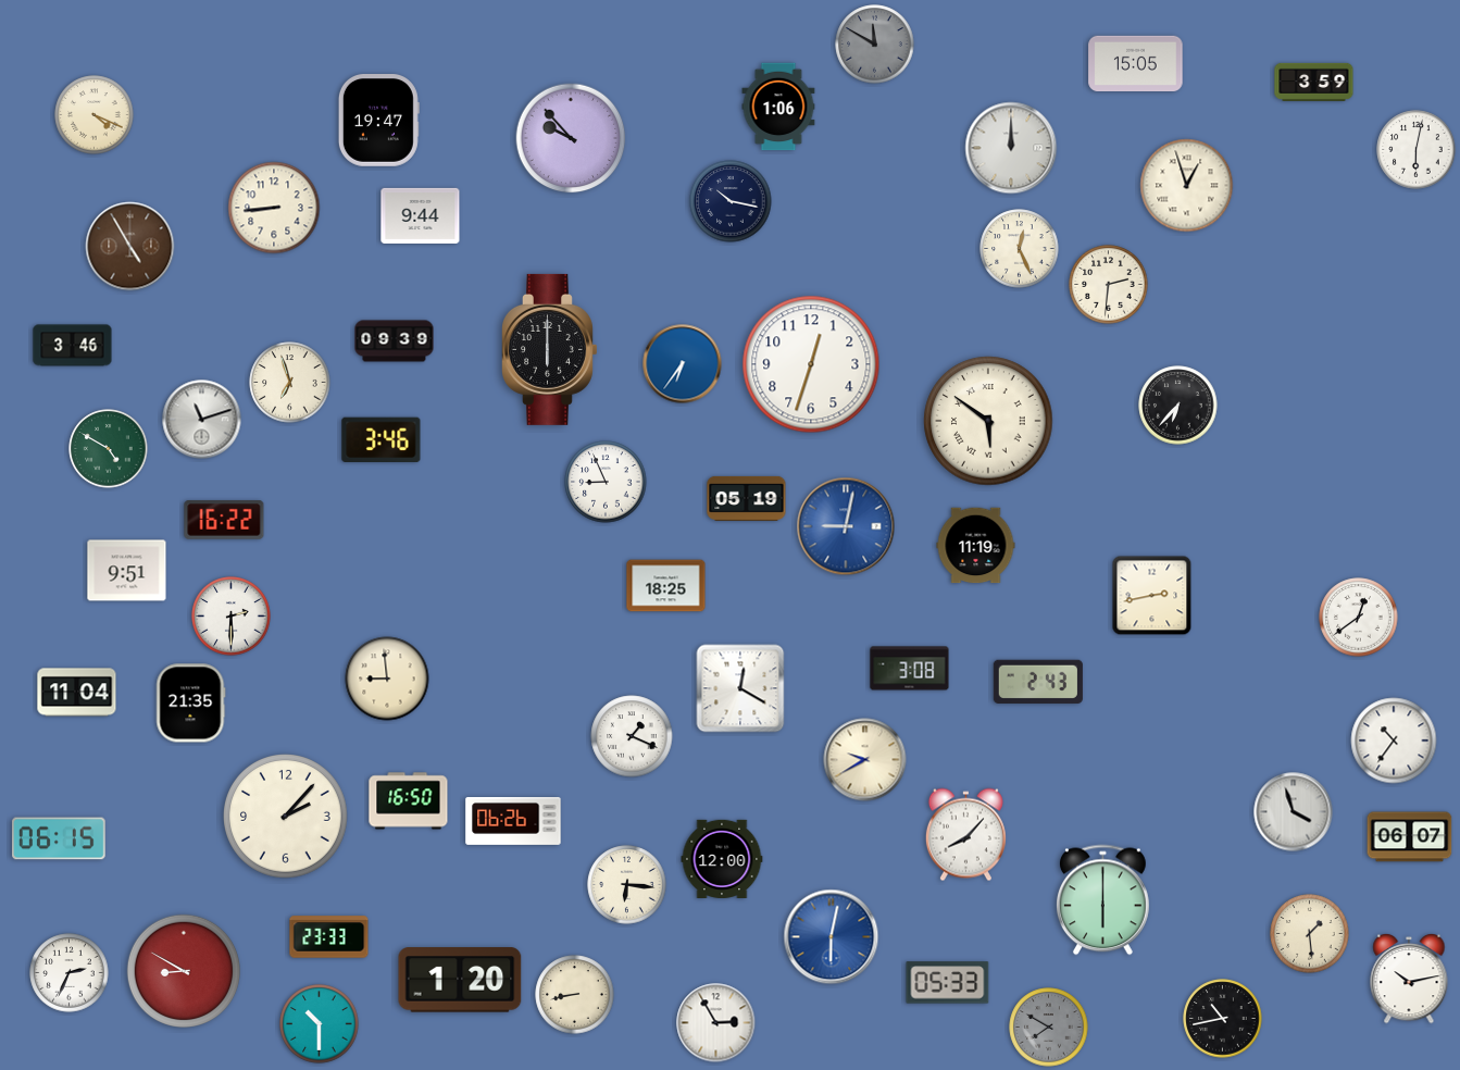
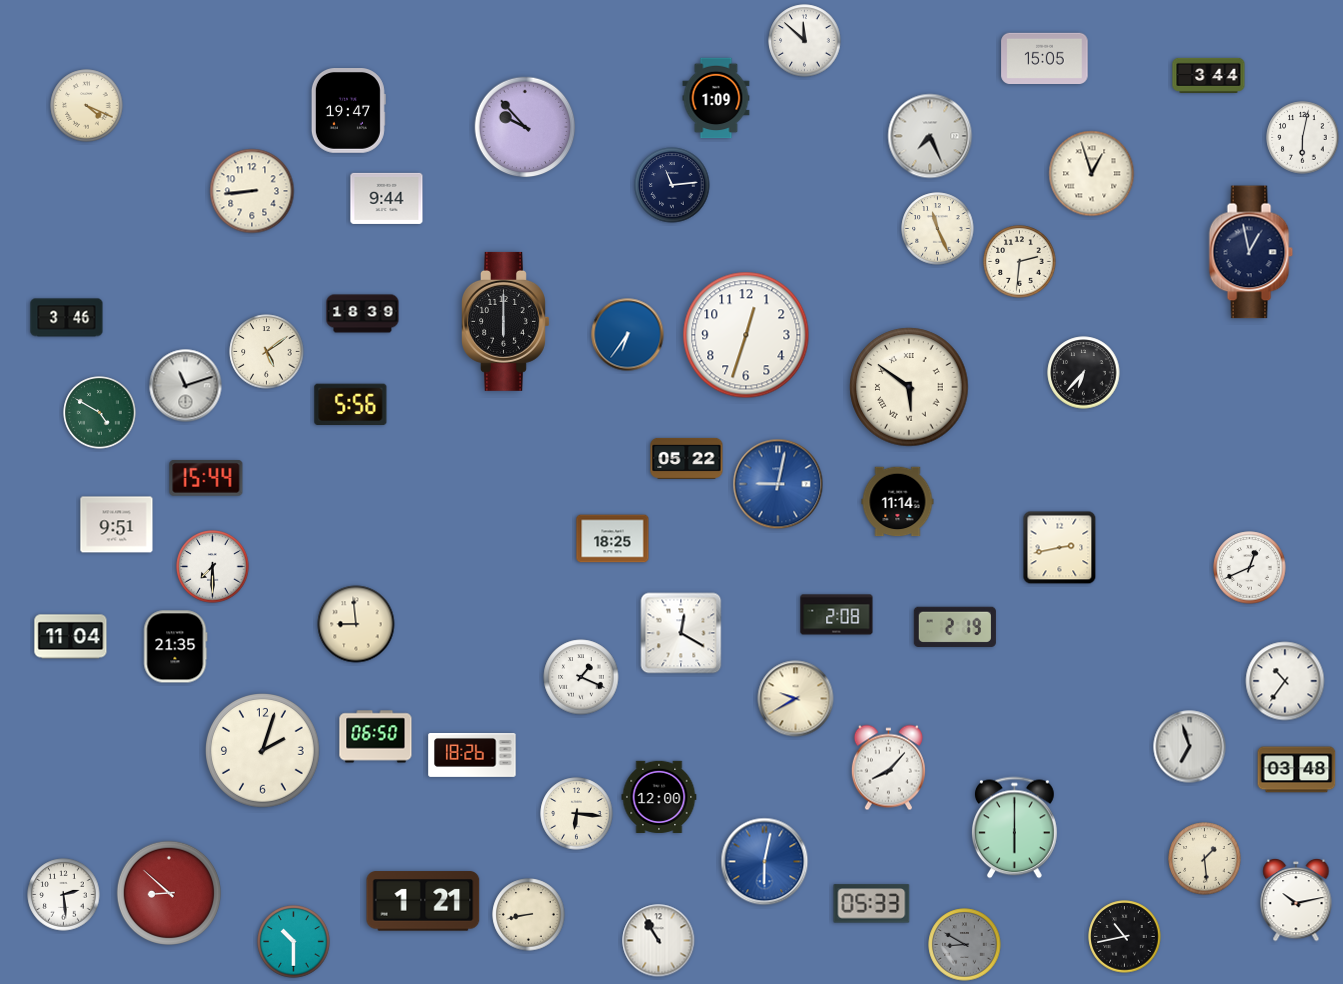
clock at (875, 45): 11:50 -> 11:52
clock at (875, 45) dial: grey -> white
clock at (1314, 82): 3:59 -> 3:44
clock at (778, 107): 1:06 -> 1:09
clock at (1011, 148): 12:00 -> 7:26
clock at (1187, 186) position: (1187, 186) -> (1092, 174)
clock at (731, 201): 10:17 -> 11:14
clock at (130, 247): 4:55 -> none
clock at (1020, 249): 12:26 -> 11:26
clock at (1251, 252): none -> 12:58
clock at (395, 341): 09:39 -> 18:39
clock at (290, 383): 6:57 -> 5:09
clock at (382, 440): 3:46 -> 5:56
clock at (606, 482): 8:56 -> none
clock at (747, 498): 05:19 -> 05:22
clock at (224, 521): 16:22 -> 15:44
clock at (976, 546): 11:19 -> 11:14
clock at (232, 617): 2:30 -> 7:30
clock at (1359, 618): 12:39 -> 12:41
clock at (910, 669): 3:08 -> 2:08
clock at (1038, 682): 2:43 -> 2:19
clock at (1394, 741) position: (1394, 741) -> (1285, 681)
clock at (409, 801): 16:50 -> 06:50
clock at (1294, 812): 3:57 -> 6:57
clock at (286, 817): 2:07 -> 2:03
clock at (513, 822): 06:26 -> 18:26
clock at (1410, 837): 06:07 -> 03:48
clock at (59, 838): 06:15 -> none
clock at (722, 859) position: (722, 859) -> (659, 797)
clock at (329, 937): 23:33 -> none
clock at (184, 971): 8:50 -> 8:52
clock at (70, 973): 2:34 -> 2:29
clock at (460, 980): 1:20 -> 1:21
clock at (716, 1023): 2:55 -> 10:55
clock at (1049, 1028): 7:50 -> 8:50
